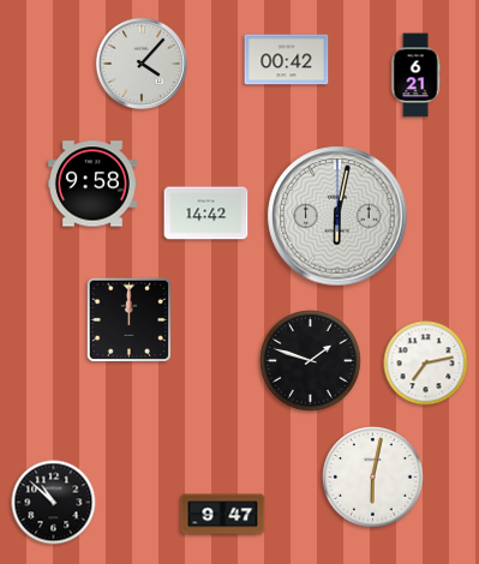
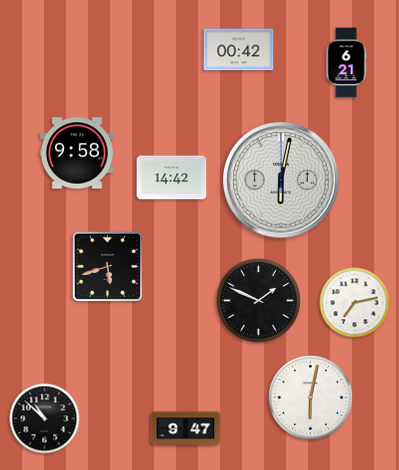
clock at (142, 64): 4:07 -> none
clock at (130, 320): 12:00 -> 5:42
clock at (311, 361): 1:48 -> 1:49
